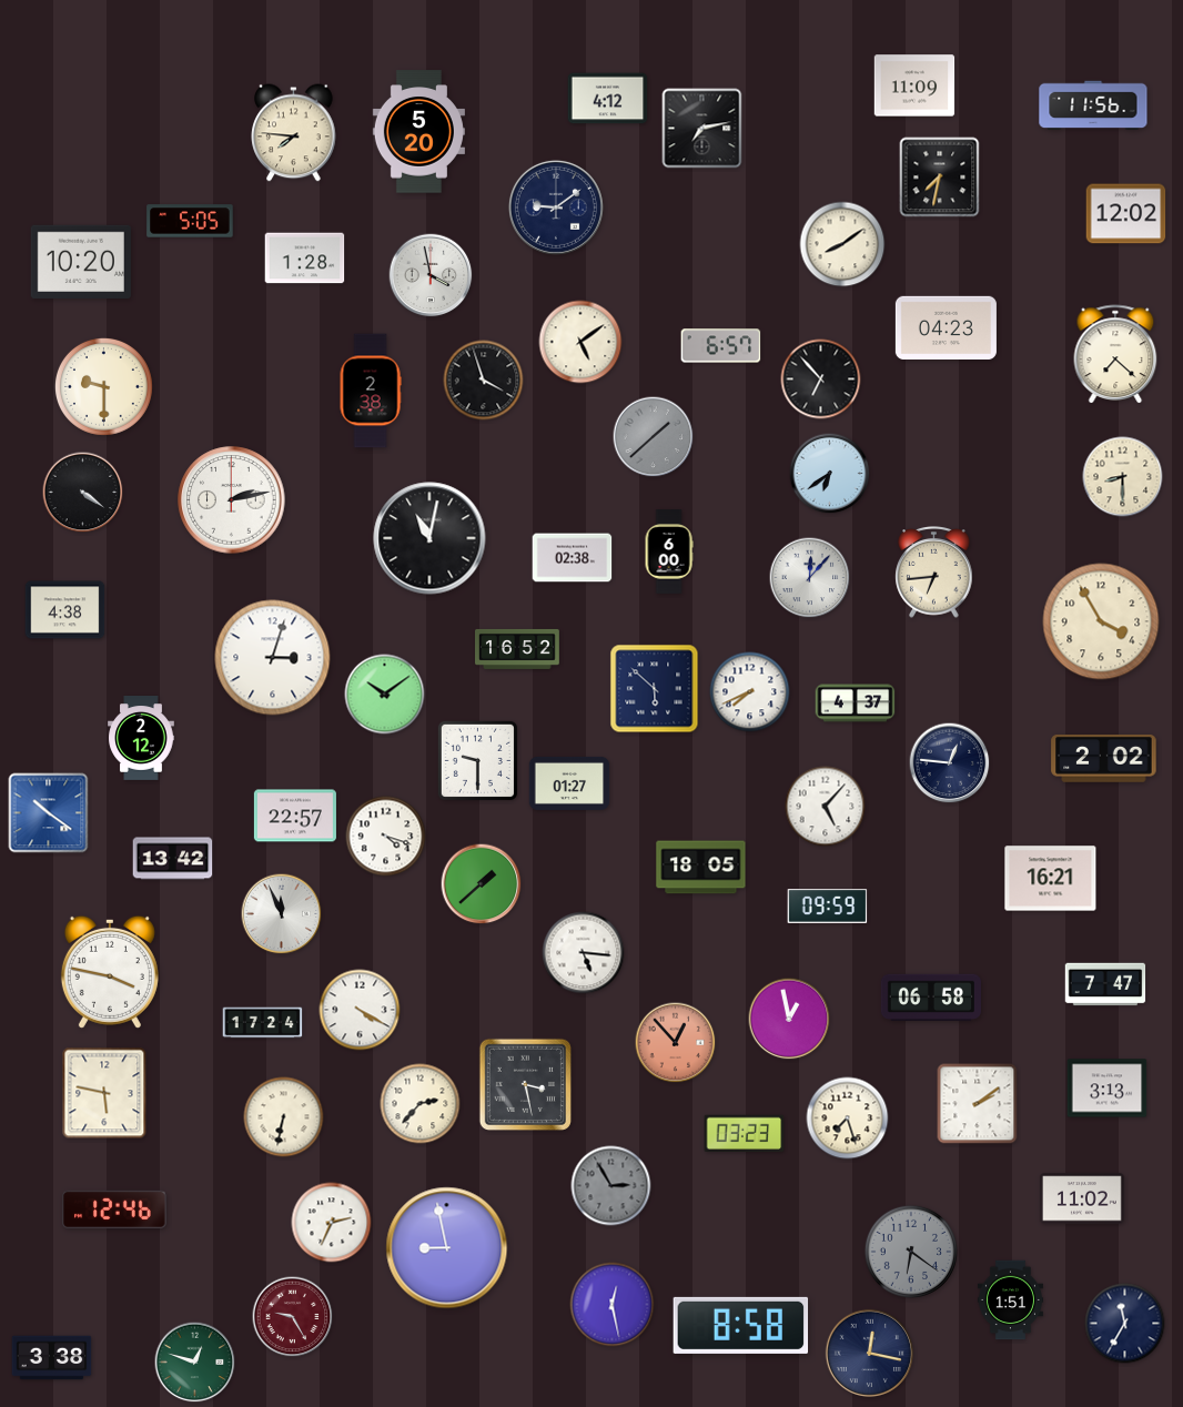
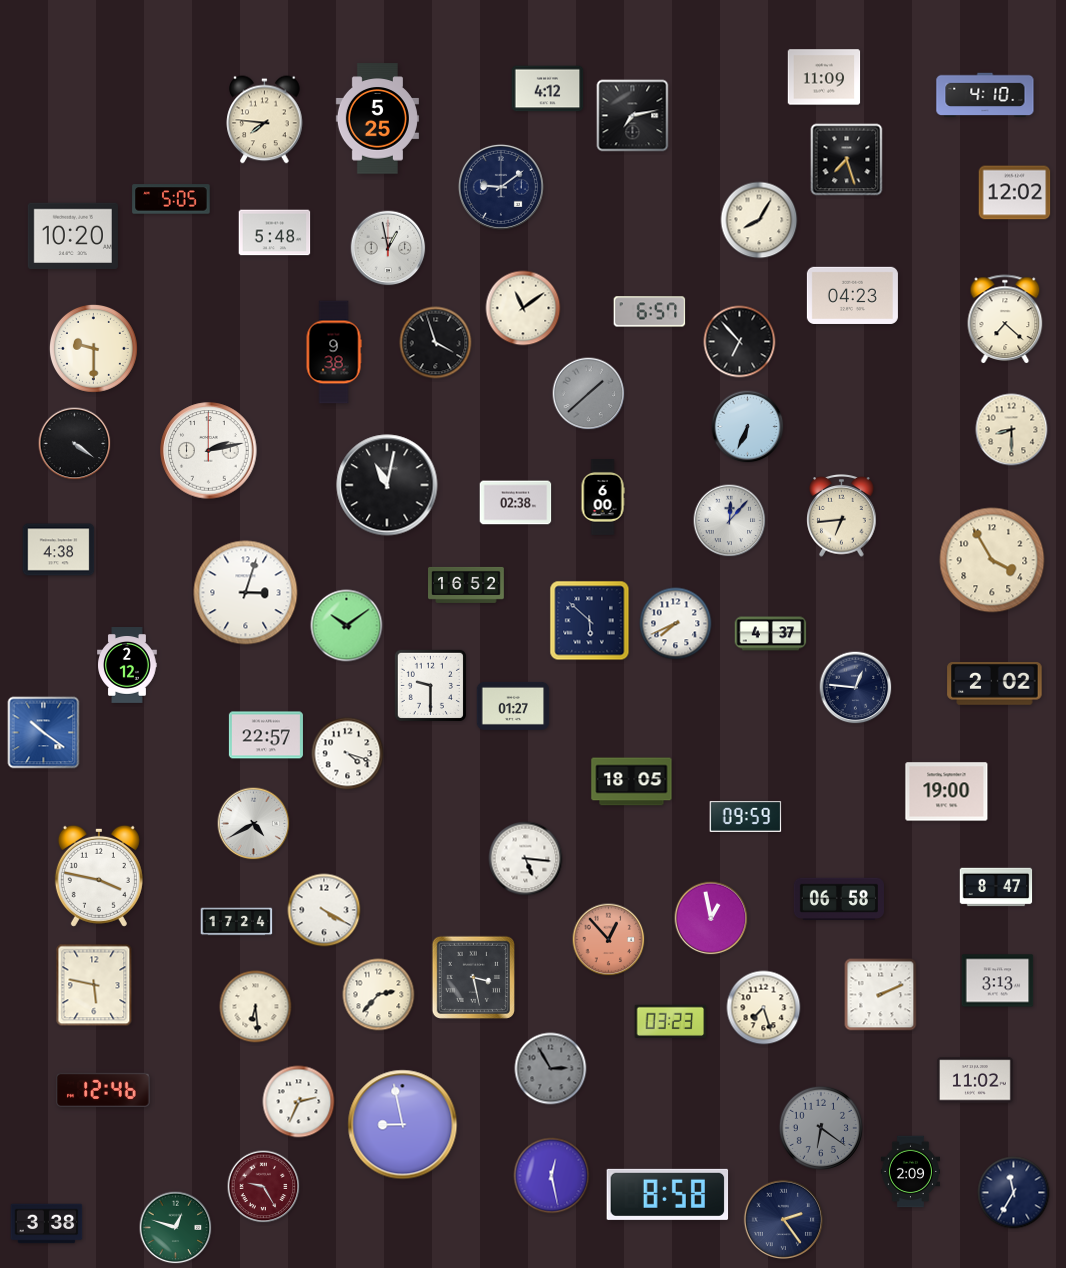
clock at (1093, 105): 11:56 -> 4:10
clock at (418, 132): 5:20 -> 5:25
clock at (940, 178): 7:32 -> 7:27
clock at (842, 244): 8:09 -> 8:05
clock at (305, 259): 1:28 -> 5:48
clock at (431, 275): 3:58 -> 12:58
clock at (580, 342): 5:09 -> 11:09
clock at (371, 391): 2:38 -> 9:38
clock at (830, 474): 6:39 -> 6:34
clock at (826, 807): 5:07 -> none
clock at (173, 859): 13:42 -> none
clock at (1051, 879): 16:21 -> 19:00
clock at (482, 884): 1:38 -> none
clock at (282, 914): 11:56 -> 4:40
clock at (1105, 984): 7:47 -> 8:47
clock at (978, 1104): 2:09 -> 2:11
clock at (284, 1117): 6:32 -> 6:29
clock at (1010, 1300): 1:51 -> 2:09
clock at (869, 1353): 12:17 -> 2:24
